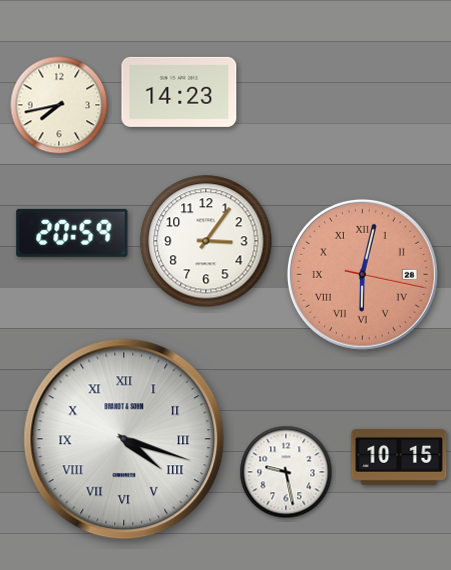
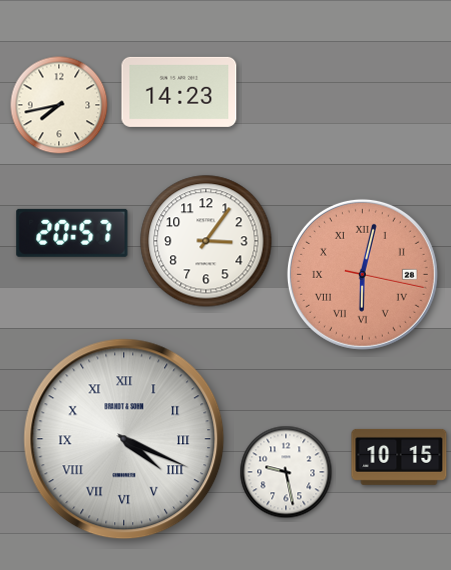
clock at (72, 233): 20:59 -> 20:57
clock at (124, 439): 4:18 -> 4:19
